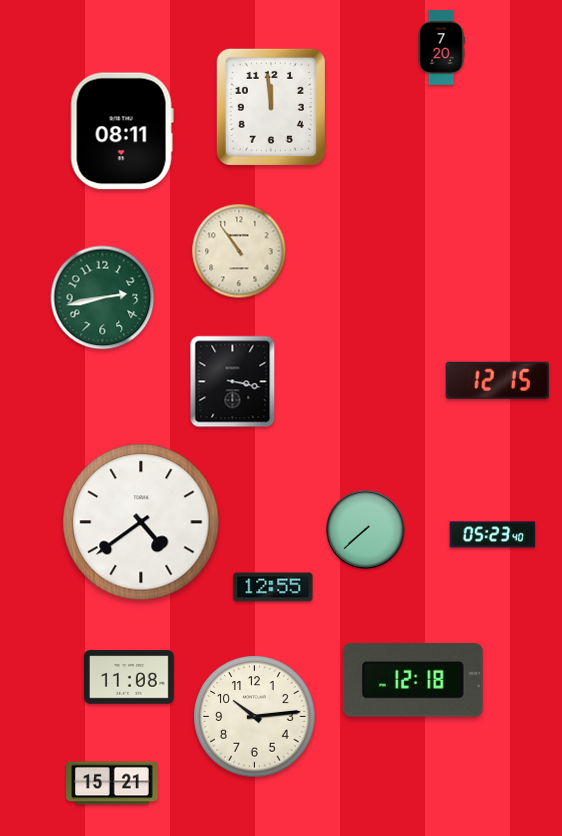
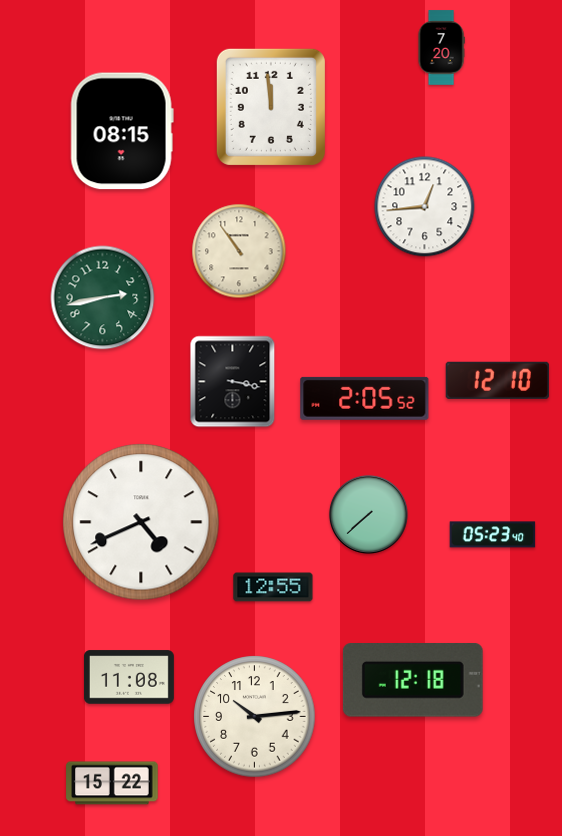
clock at (122, 131): 08:11 -> 08:15
clock at (425, 207): none -> 12:44
clock at (497, 380): 12:15 -> 12:10
clock at (365, 398): none -> 2:05
clock at (141, 522): 4:39 -> 4:41
clock at (365, 529) position: (365, 529) -> (368, 514)
clock at (112, 783): 15:21 -> 15:22
